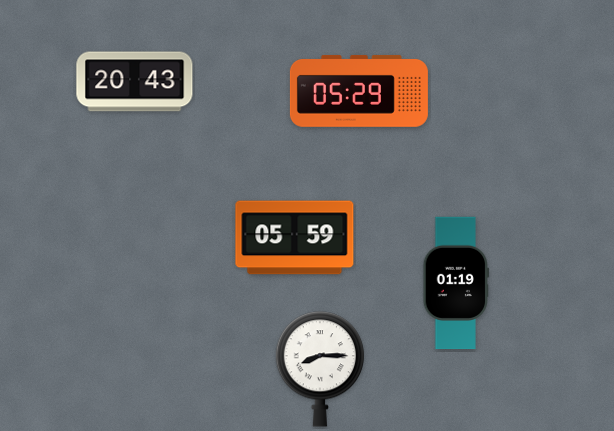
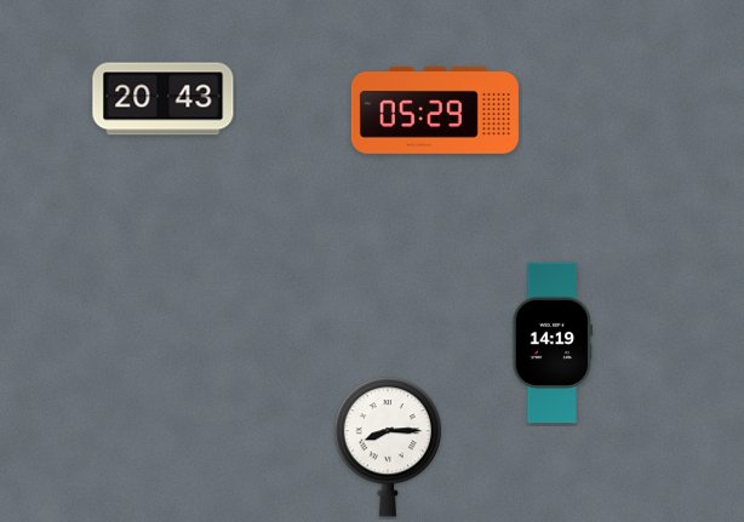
clock at (295, 238): 05:59 -> none
clock at (456, 283): 01:19 -> 14:19
